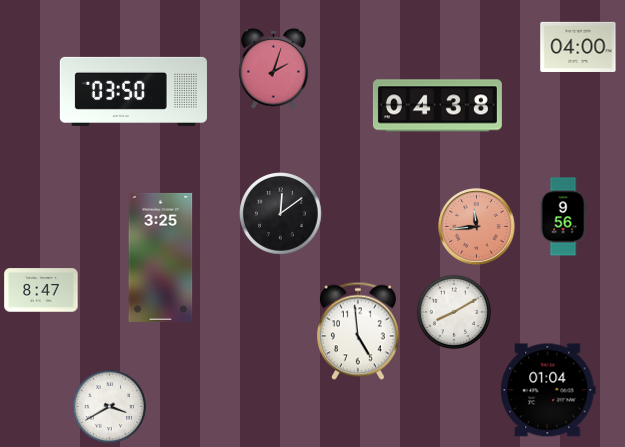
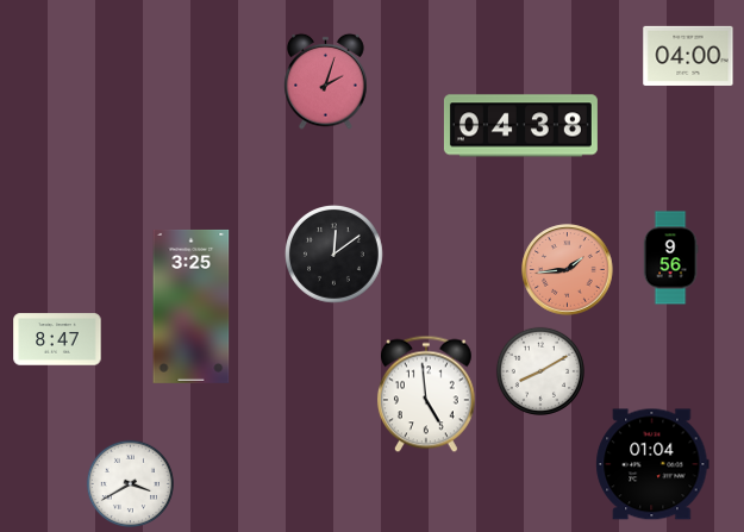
clock at (133, 91): 03:50 -> none
clock at (477, 227): 11:44 -> 1:44
clock at (41, 290) position: (41, 290) -> (57, 339)
